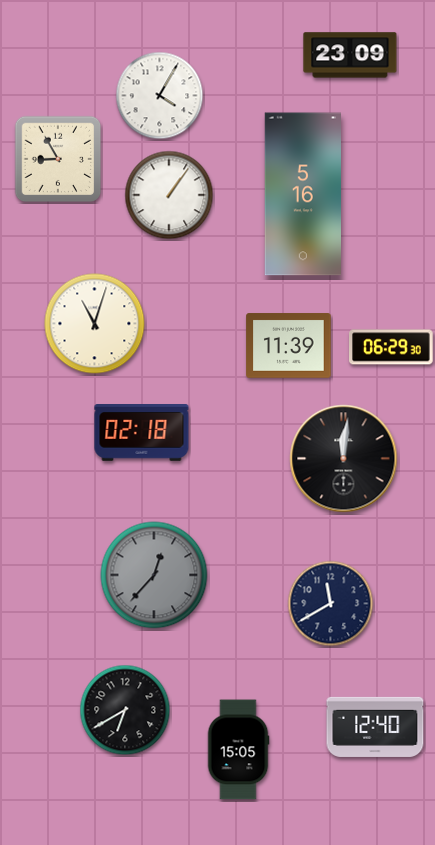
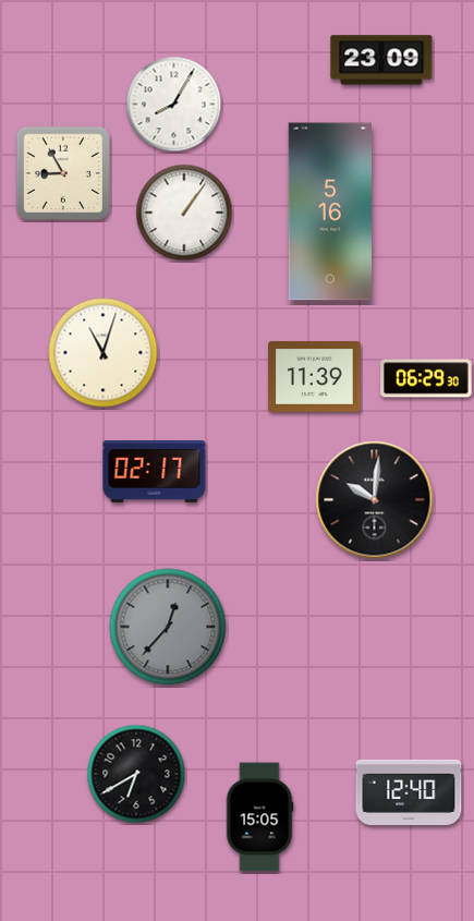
clock at (160, 96): 4:05 -> 8:05
clock at (142, 433): 02:18 -> 02:17
clock at (344, 459): 12:01 -> 10:01
clock at (331, 604): 11:40 -> none
